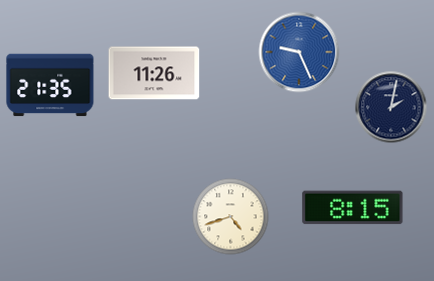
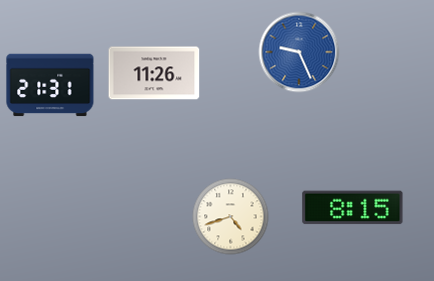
clock at (50, 85): 21:35 -> 21:31
clock at (391, 107): 2:02 -> none
